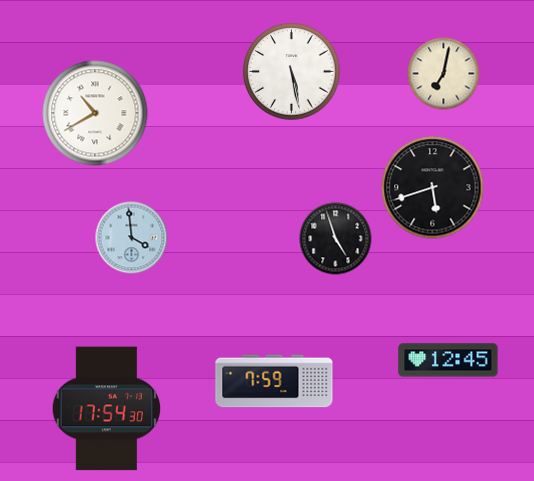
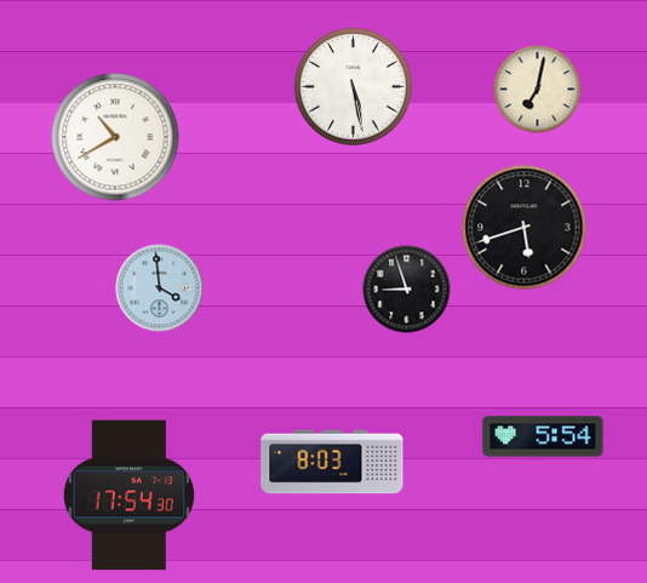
clock at (336, 239): 4:57 -> 8:57
clock at (448, 360): 12:45 -> 5:54
clock at (274, 381): 7:59 -> 8:03
